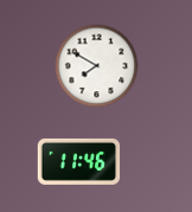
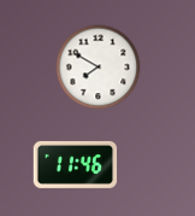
clock at (79, 161) position: (79, 161) -> (76, 164)
